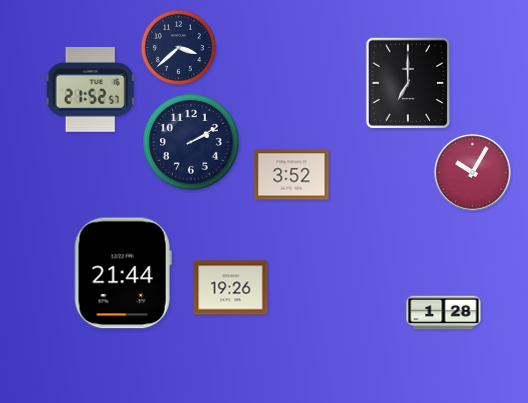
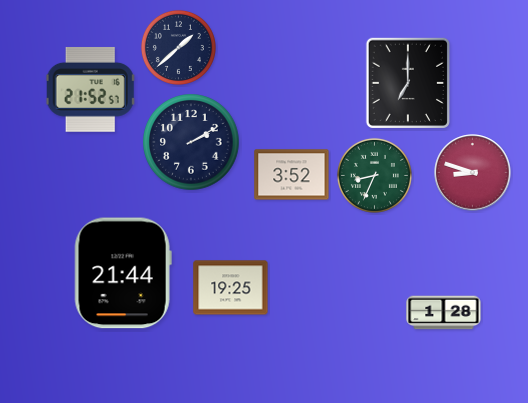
clock at (178, 47): 3:38 -> 1:38
clock at (473, 173): 10:05 -> 8:48
clock at (374, 175): none -> 8:34
clock at (231, 288): 19:26 -> 19:25
